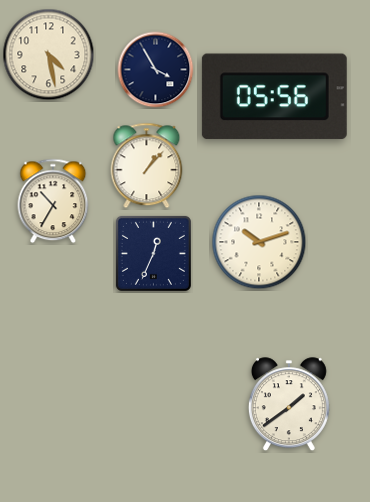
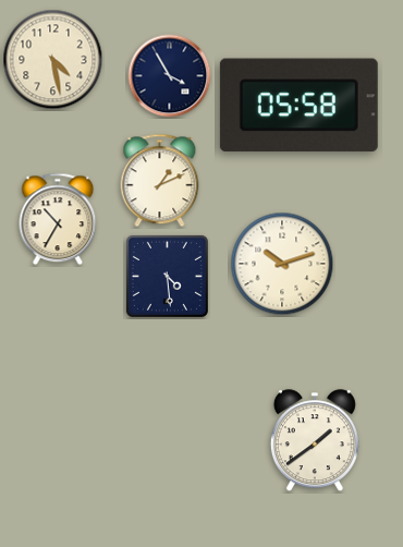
clock at (274, 97): 05:56 -> 05:58
clock at (147, 166): 1:07 -> 1:11
clock at (153, 253): 12:34 -> 4:29
